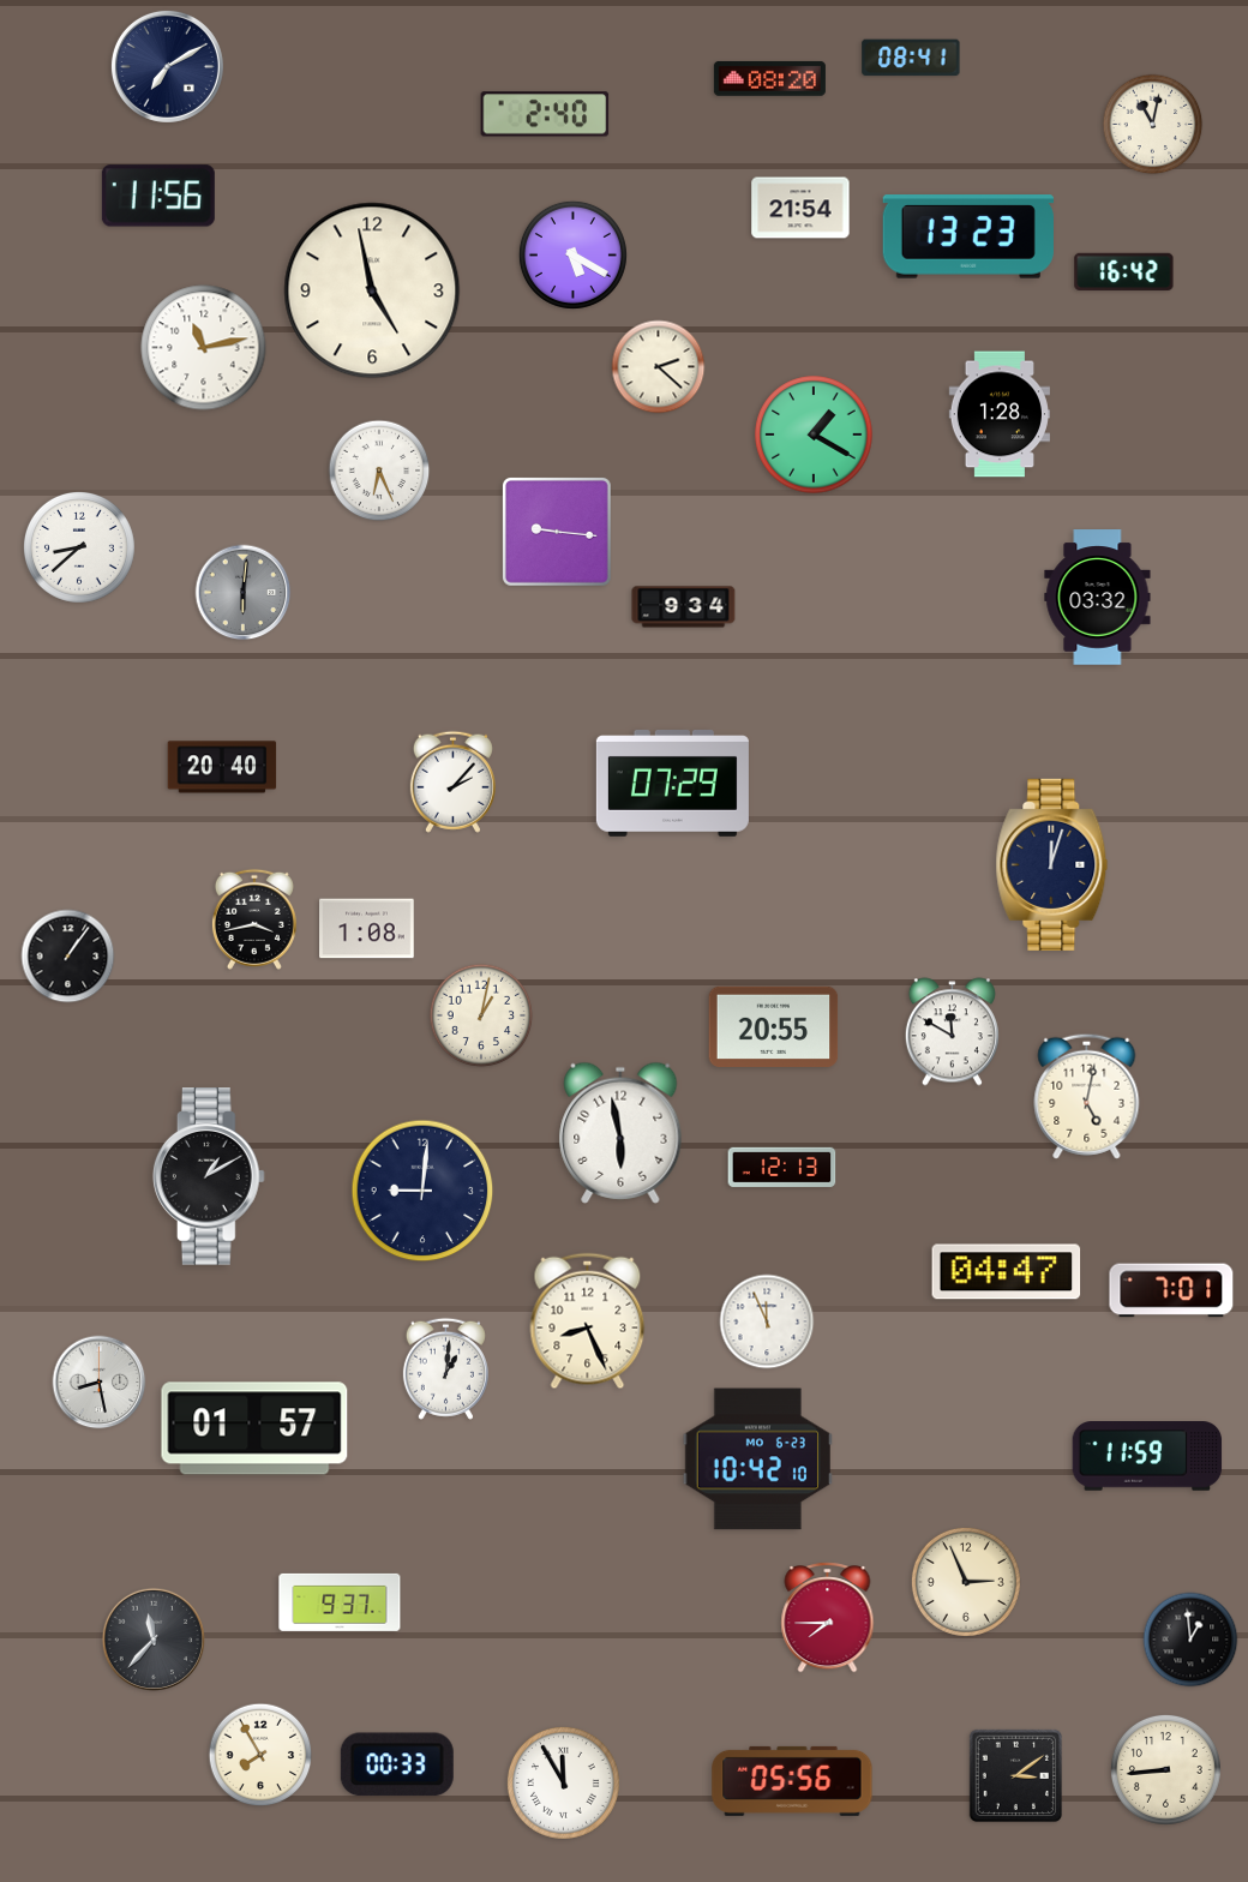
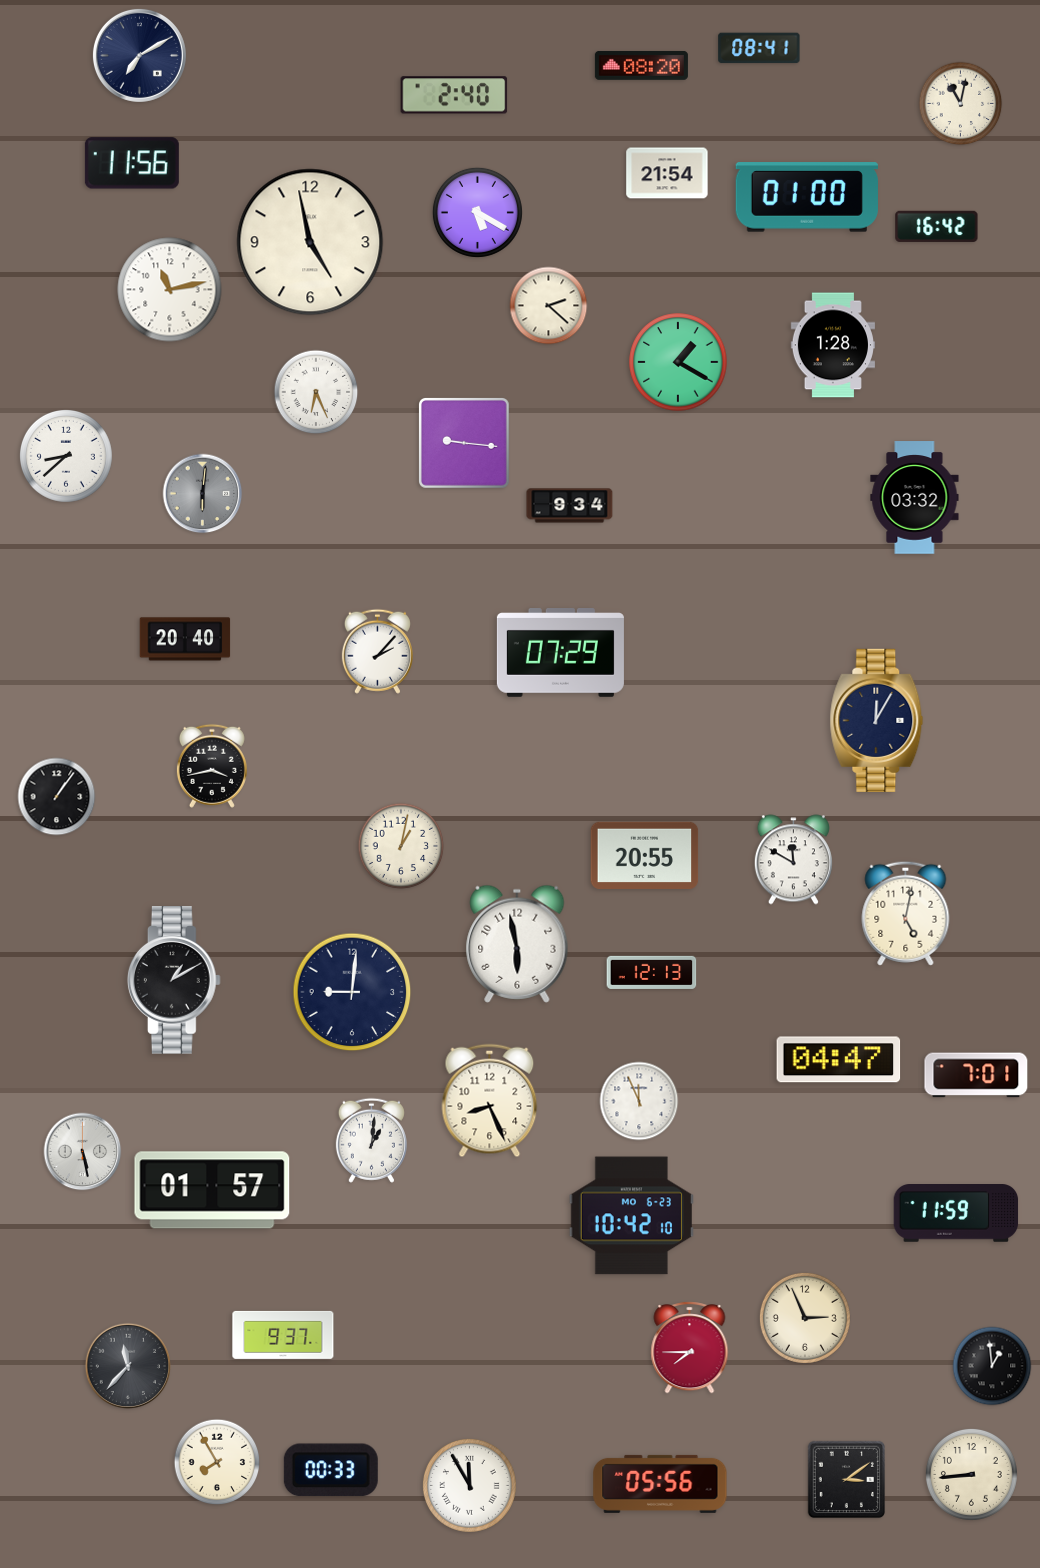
clock at (968, 236): 13:23 -> 01:00
clock at (1052, 864): 12:03 -> 12:05
clock at (367, 929): 1:08 -> none
clock at (100, 1383): 8:28 -> 5:28
